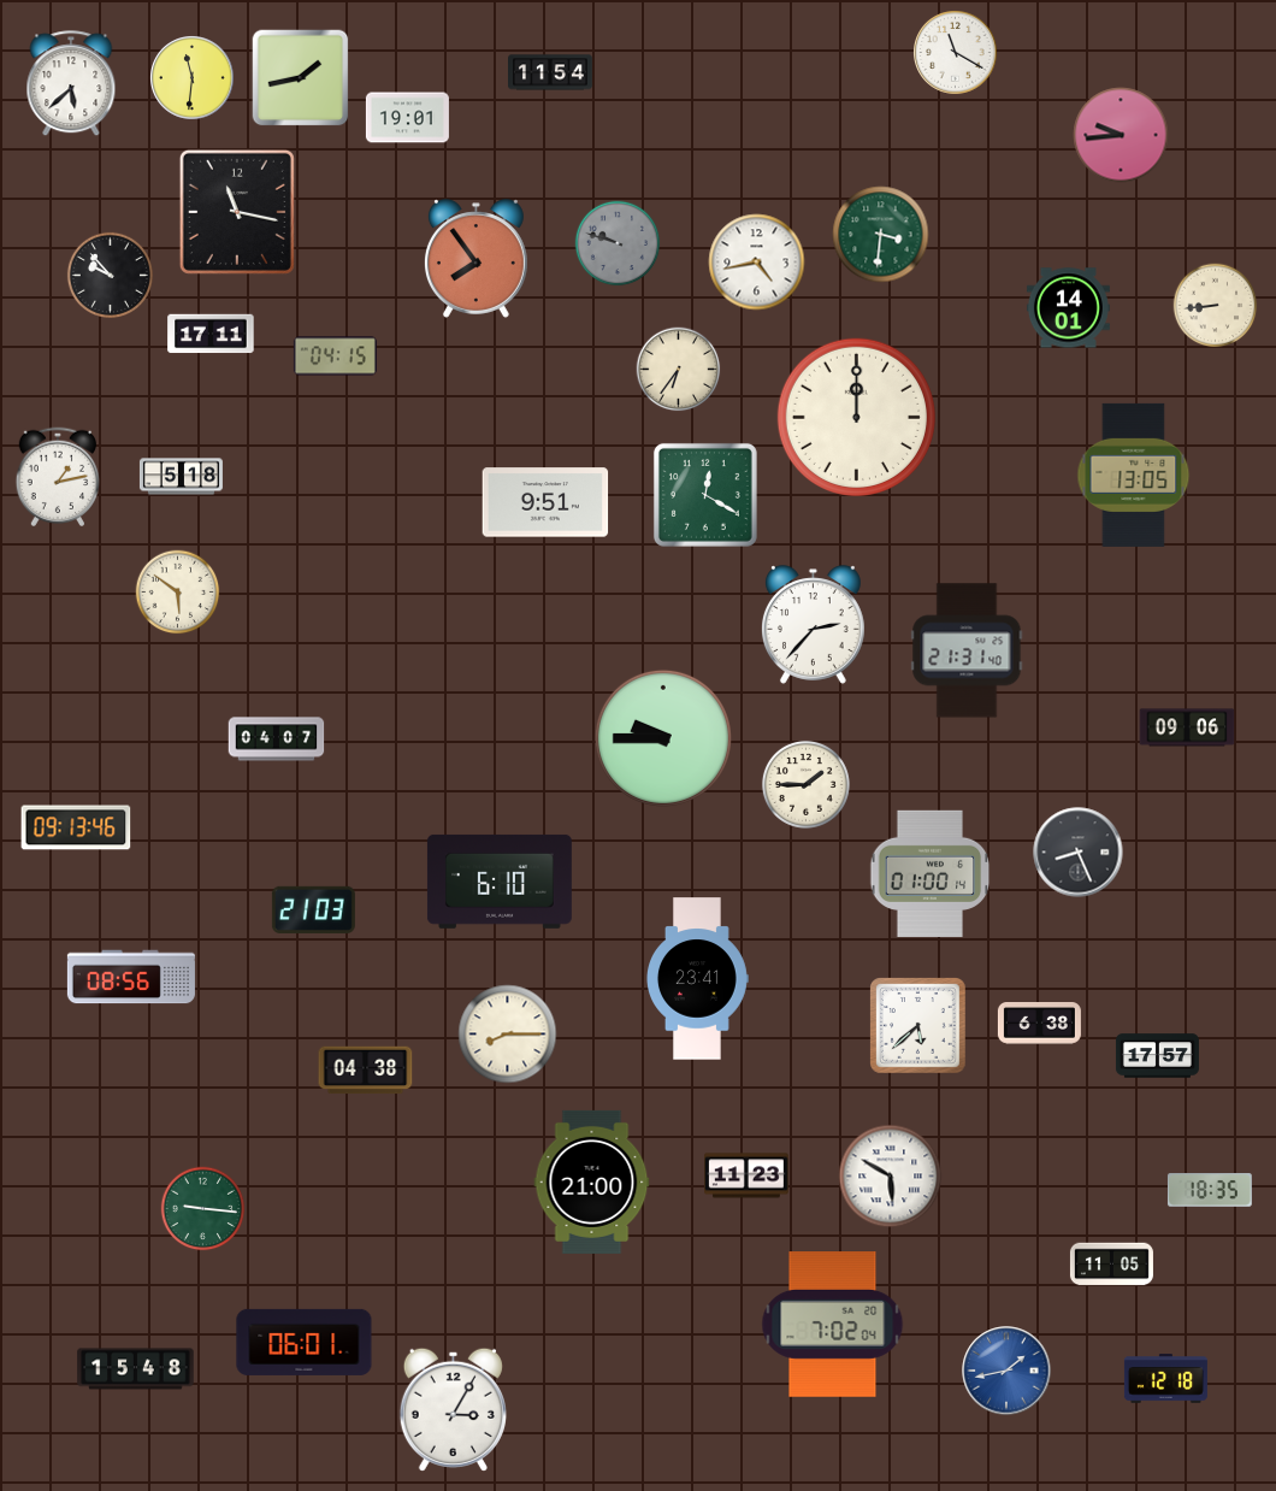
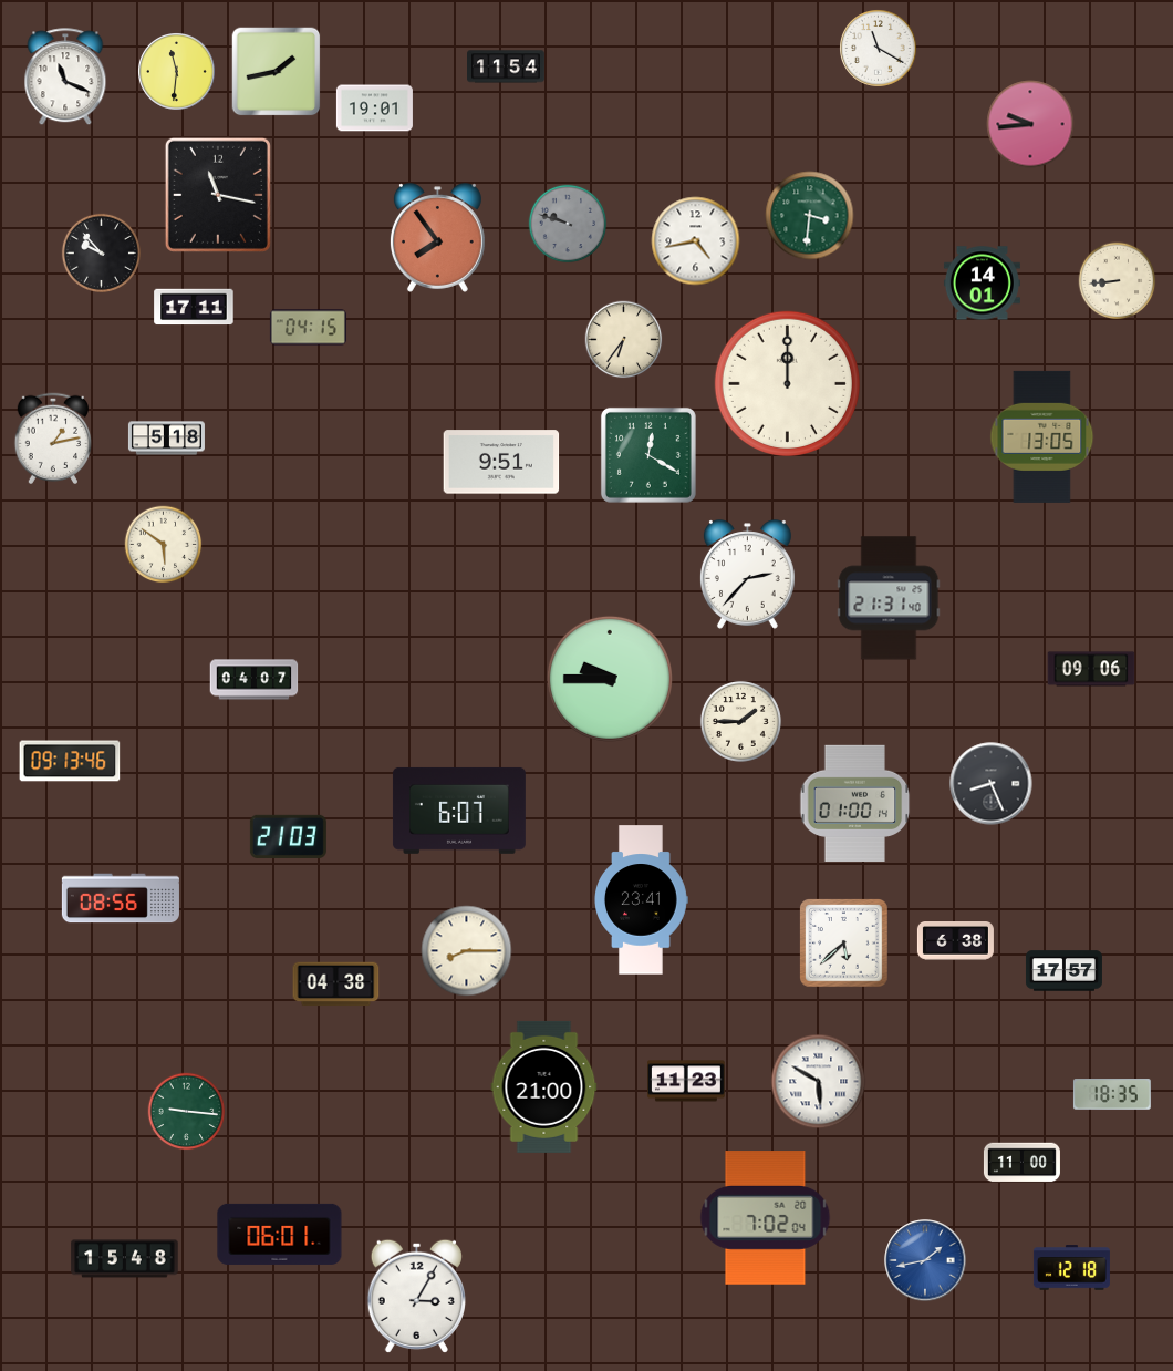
clock at (71, 84): 5:38 -> 11:19
clock at (500, 882): 6:10 -> 6:07
clock at (1111, 1265): 11:05 -> 11:00
